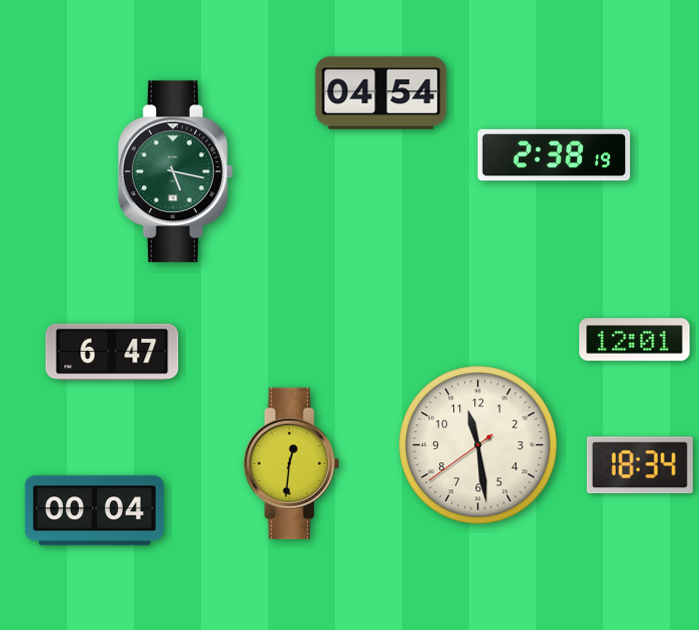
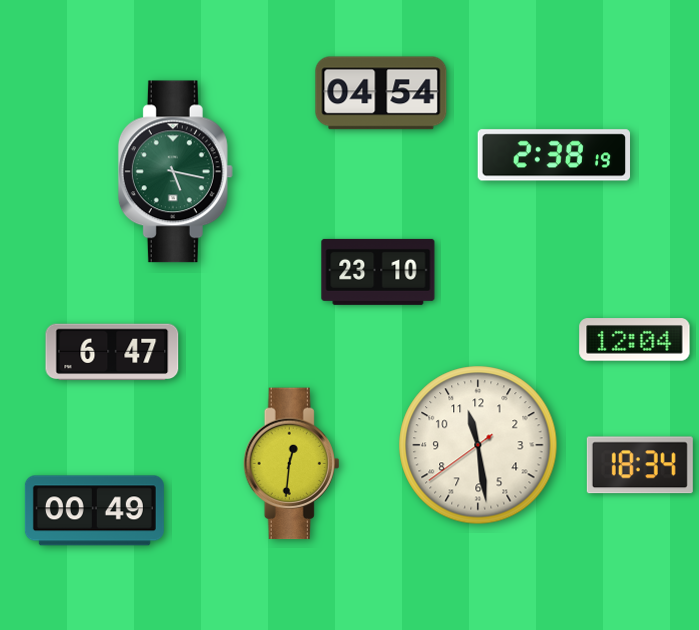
clock at (378, 272): none -> 23:10
clock at (635, 340): 12:01 -> 12:04
clock at (94, 511): 00:04 -> 00:49
